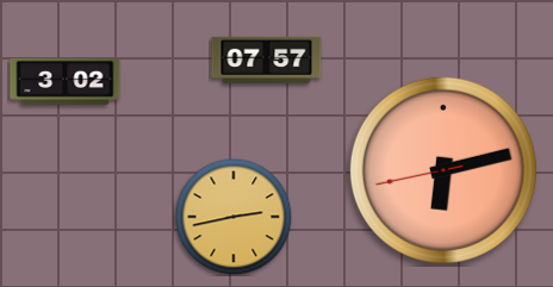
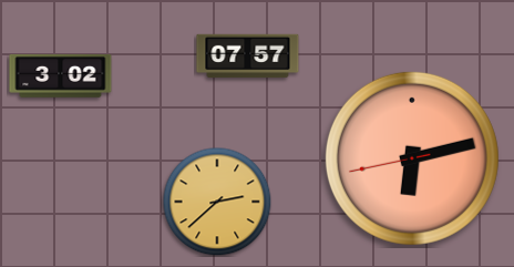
clock at (234, 217): 2:43 -> 2:38
